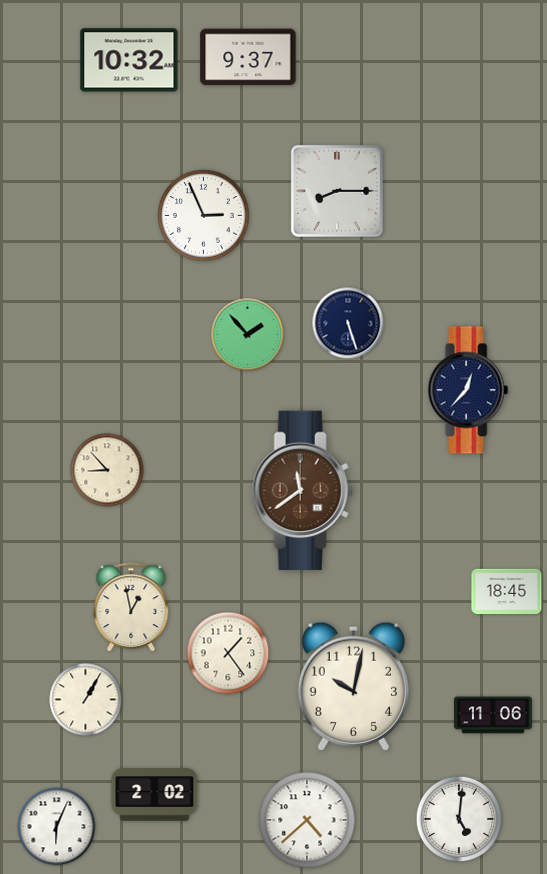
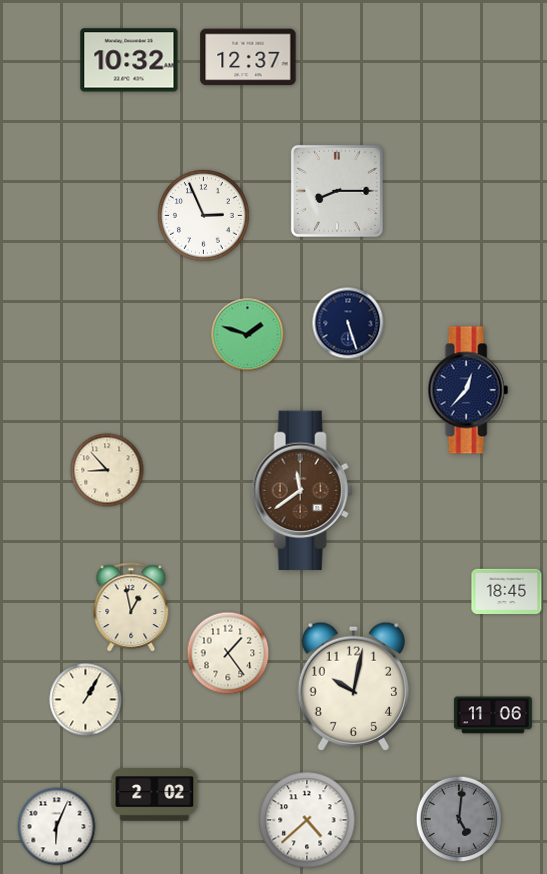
clock at (248, 57): 9:37 -> 12:37
clock at (248, 335): 1:53 -> 1:48
clock at (459, 819) dial: white -> grey
